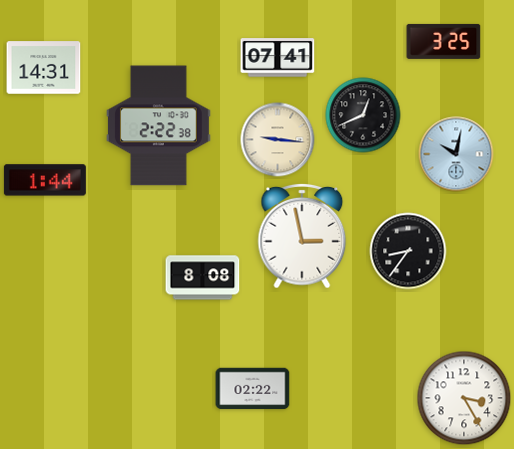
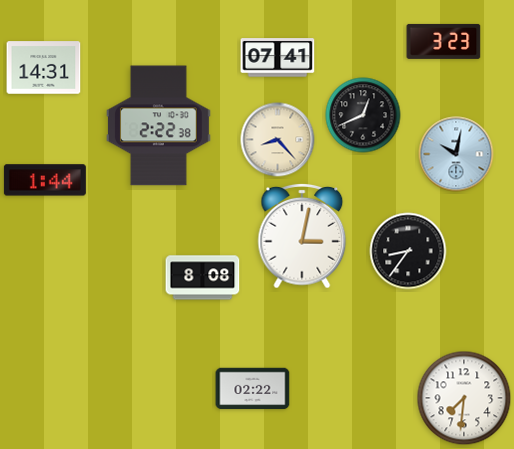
clock at (444, 41): 3:25 -> 3:23
clock at (278, 140): 9:16 -> 8:23
clock at (302, 236): 2:58 -> 3:02
clock at (464, 398): 3:25 -> 7:31
